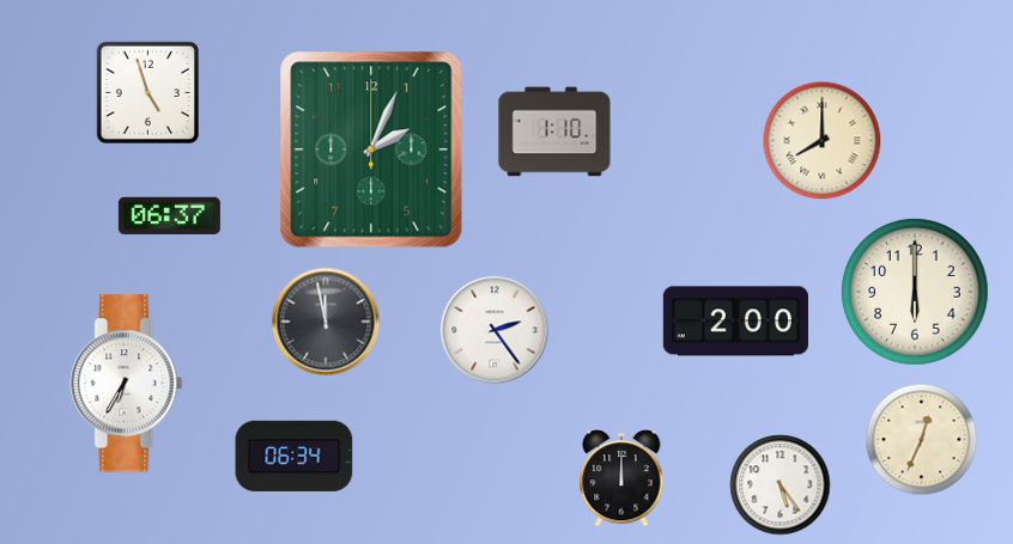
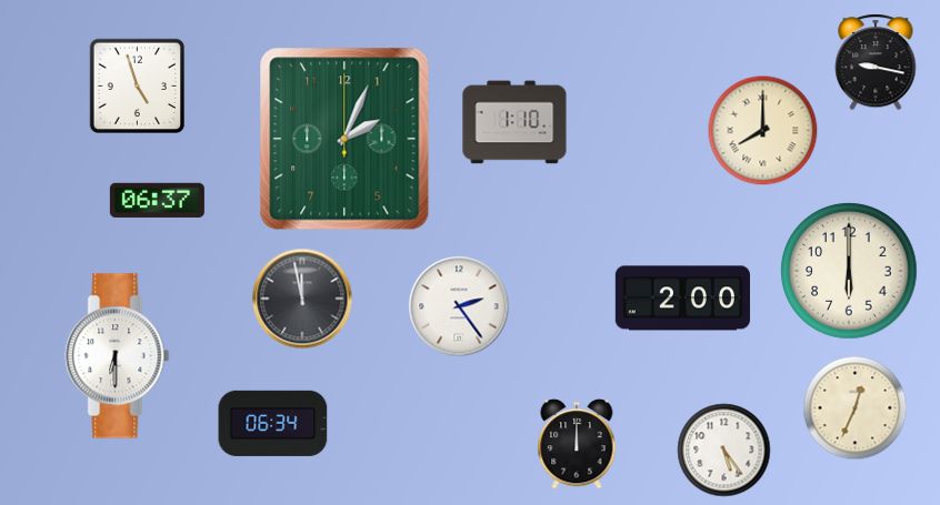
clock at (876, 62): none -> 9:17
clock at (127, 384): 6:35 -> 6:30
